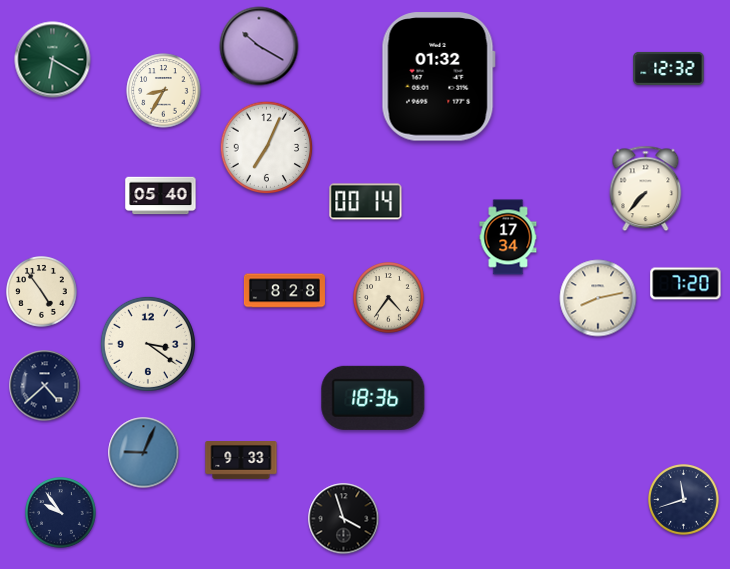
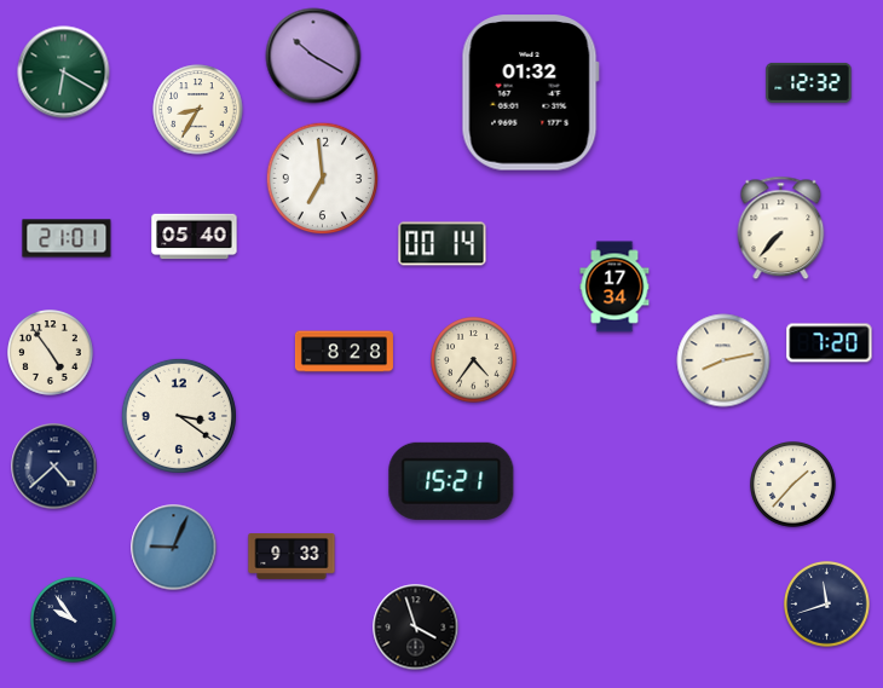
clock at (267, 148): 7:04 -> 6:59
clock at (67, 238): none -> 21:01
clock at (389, 298) position: (389, 298) -> (474, 360)
clock at (373, 398): 18:36 -> 15:21
clock at (793, 485): none -> 1:37
